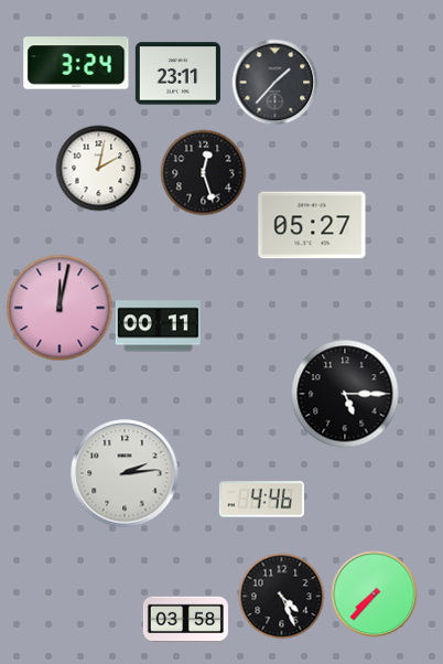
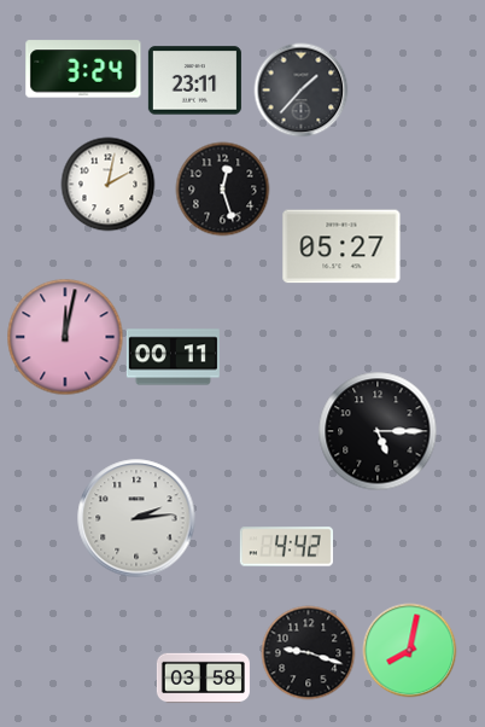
clock at (261, 500): 4:46 -> 4:42
clock at (374, 593): 7:37 -> 8:02
clock at (281, 596): 4:26 -> 9:18
